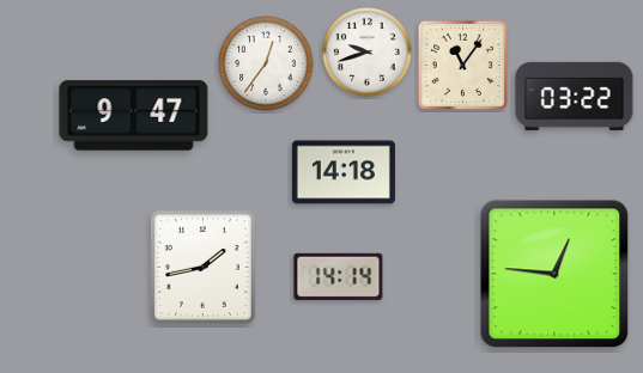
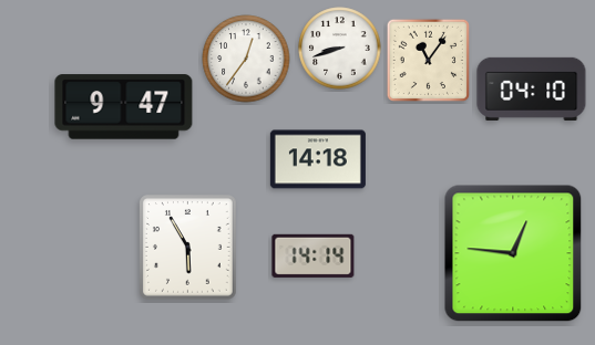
clock at (368, 53): 9:42 -> 8:42
clock at (575, 96): 03:22 -> 04:10
clock at (204, 268): 1:43 -> 5:55
